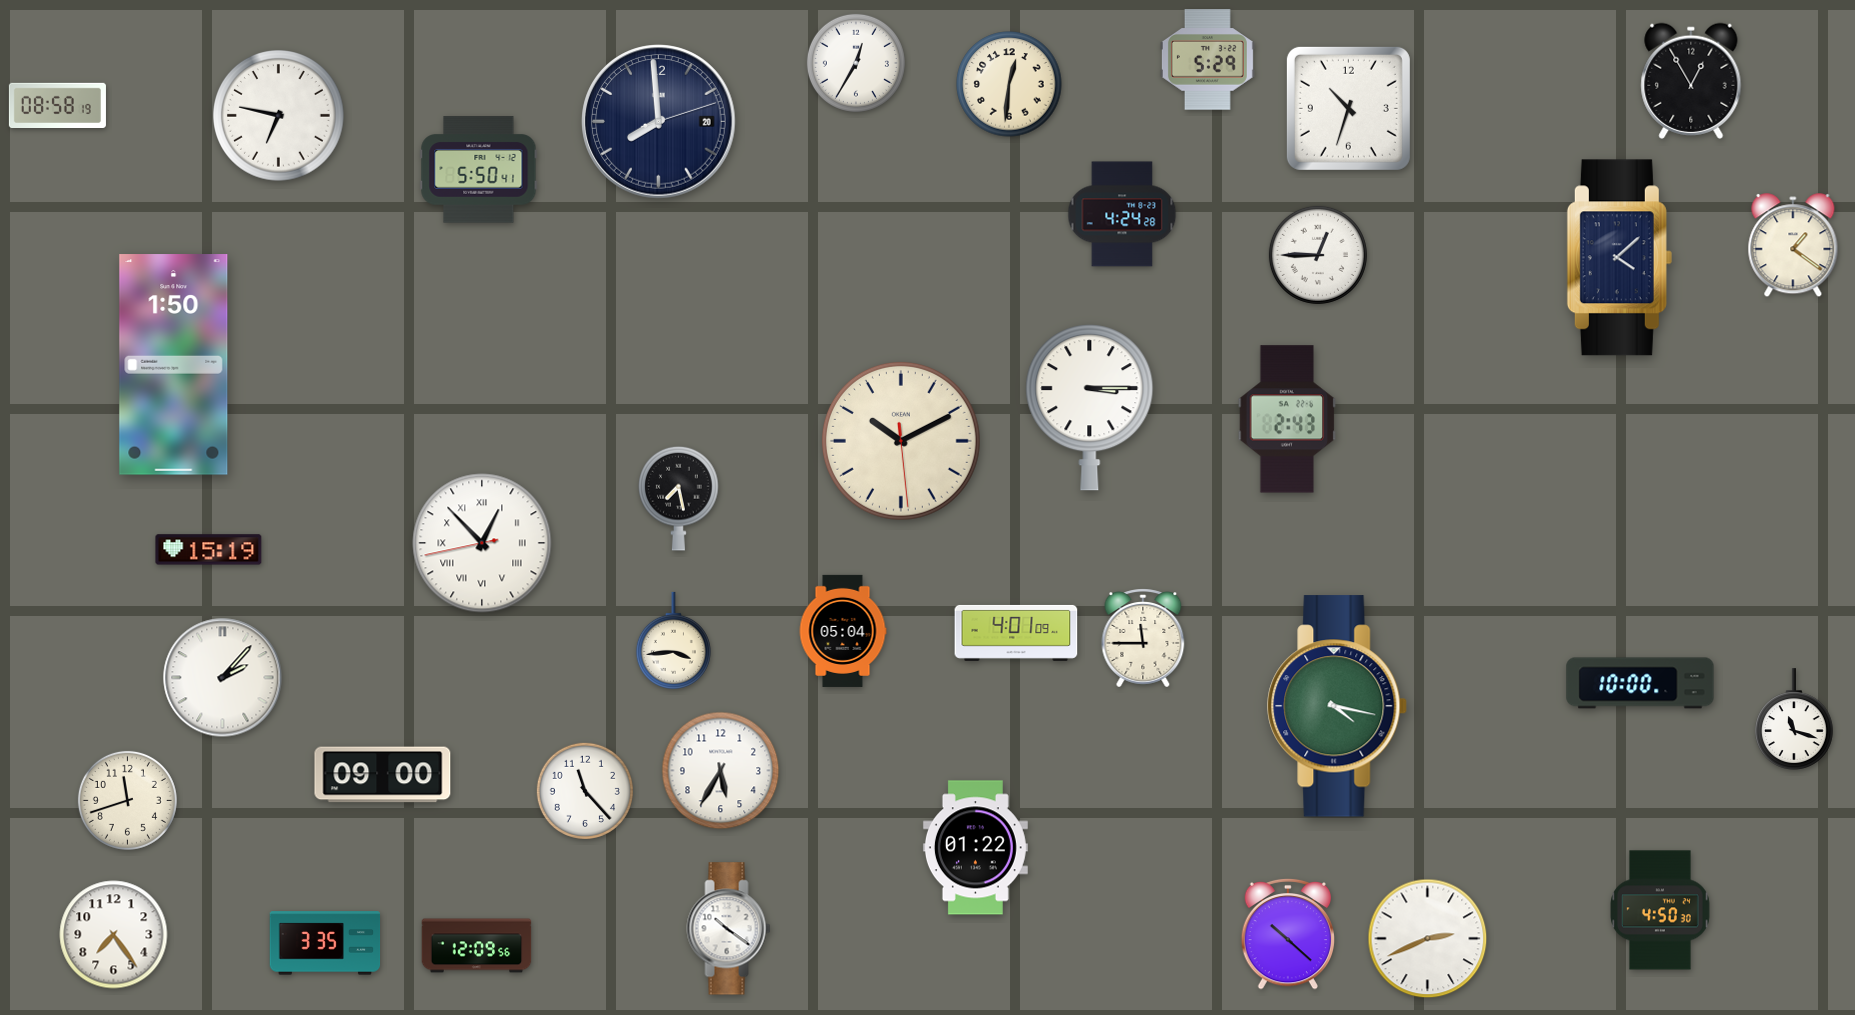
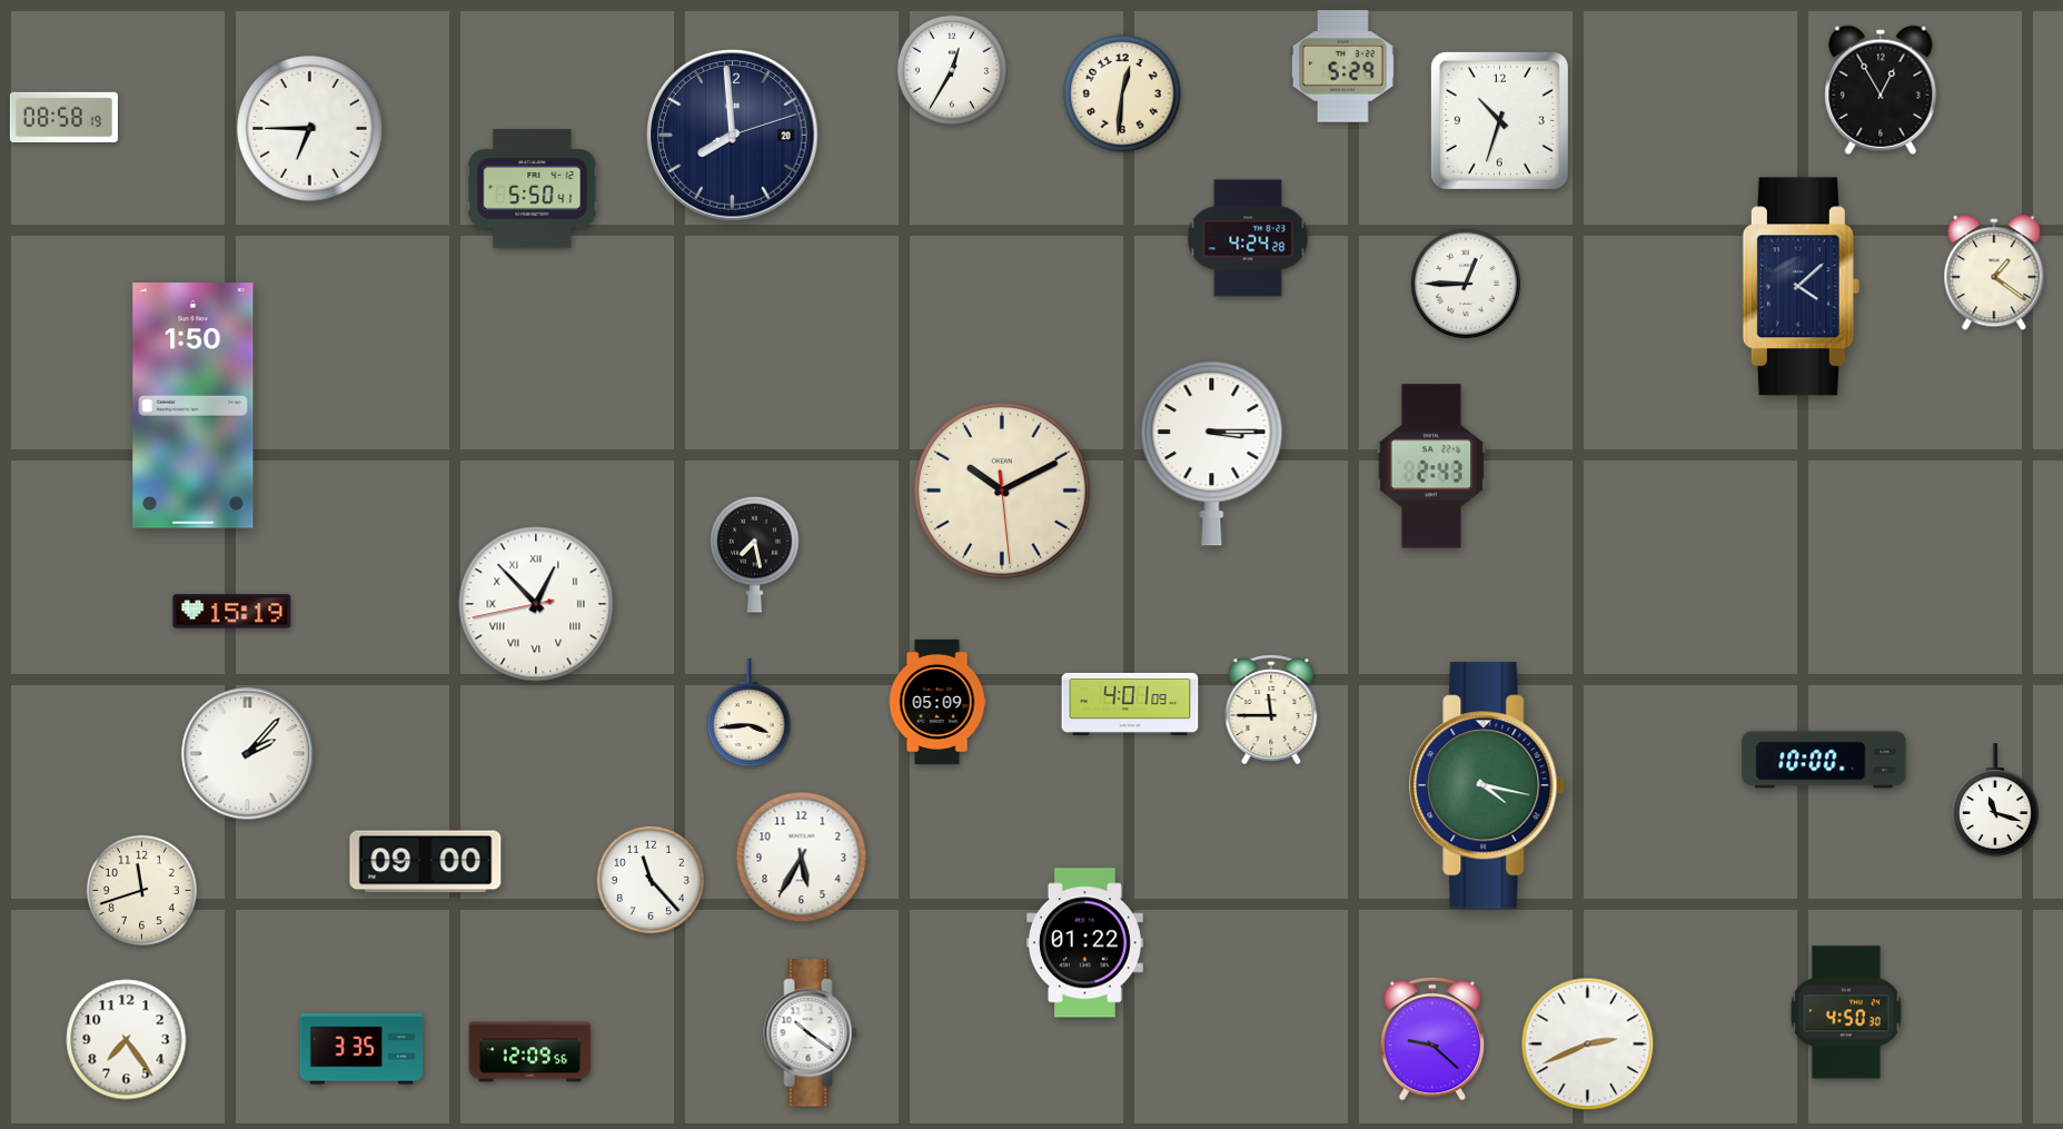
clock at (279, 116): 6:47 -> 6:45
clock at (843, 631): 05:04 -> 05:09
clock at (1288, 934): 10:22 -> 9:22
